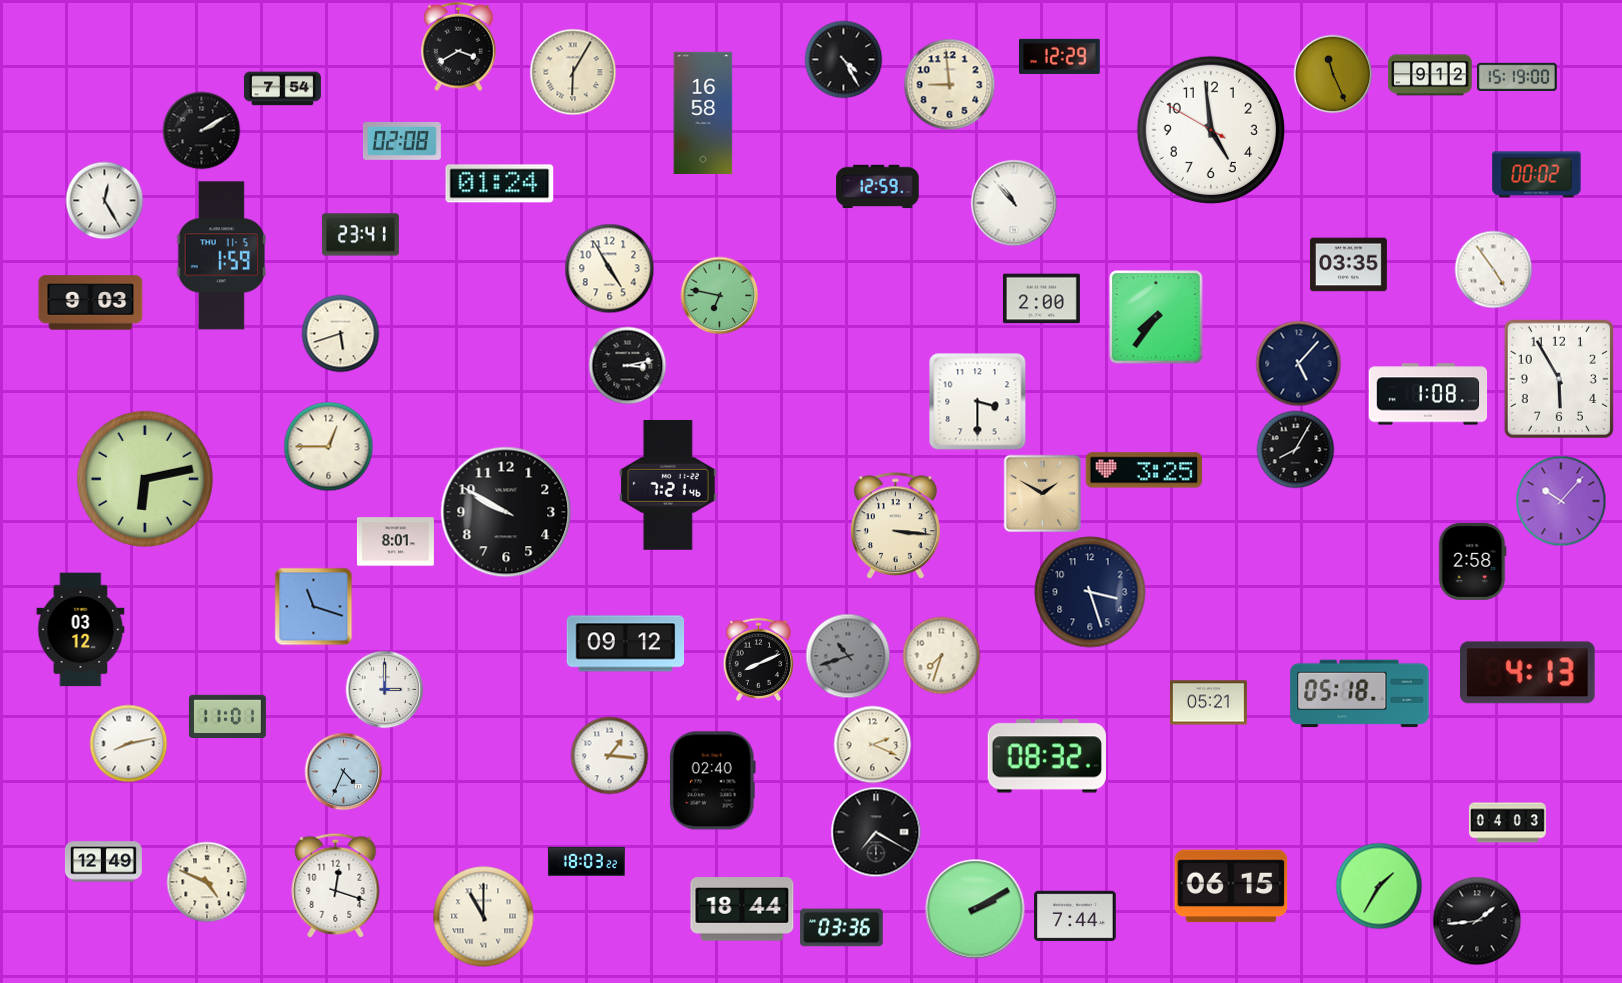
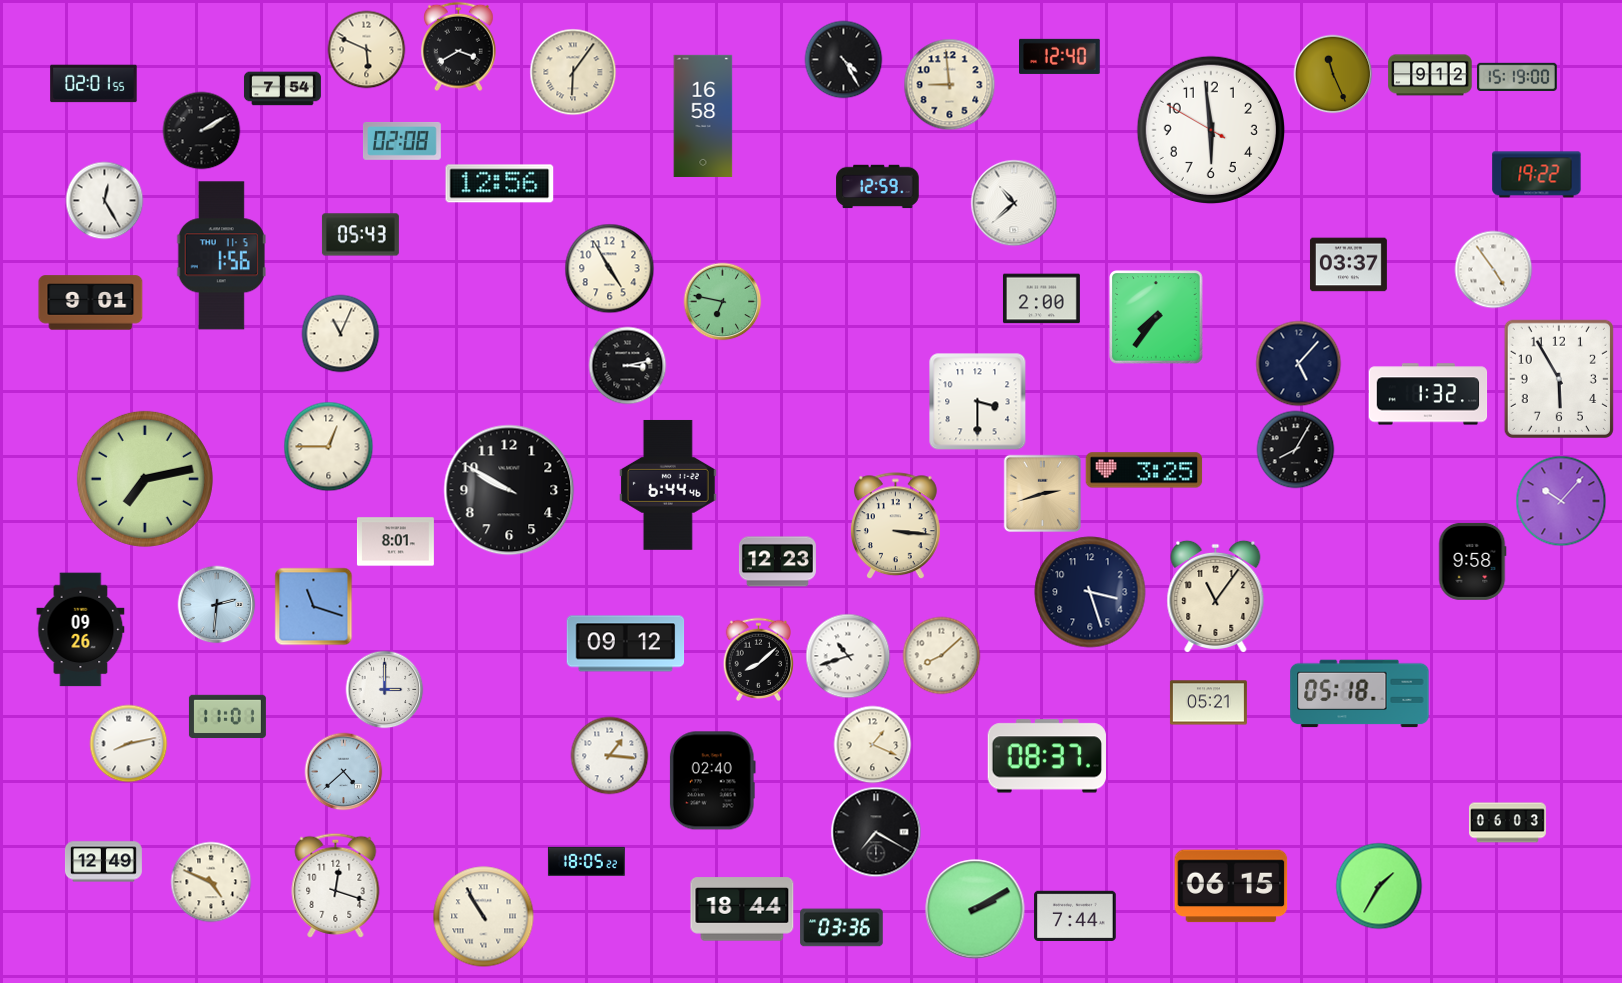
clock at (366, 49): none -> 5:49
clock at (1060, 56): 12:29 -> 12:40
clock at (573, 72): 6:05 -> 6:06
clock at (94, 84): none -> 02:01
clock at (703, 113) position: (703, 113) -> (703, 116)
clock at (1211, 130): 4:58 -> 5:58
clock at (1537, 175): 00:02 -> 19:22
clock at (500, 184): 01:24 -> 12:56
clock at (1014, 203): 10:53 -> 10:38
clock at (360, 235): 23:41 -> 05:43
clock at (221, 256): 1:59 -> 1:56
clock at (1348, 265): 03:35 -> 03:37
clock at (719, 295) position: (719, 295) -> (722, 301)
clock at (91, 303): 9:03 -> 9:01
clock at (340, 333): 5:42 -> 11:04
clock at (1428, 394): 1:08 -> 1:32
clock at (145, 479): 6:13 -> 7:13
clock at (668, 485): 7:21 -> 6:44
clock at (1042, 493): 1:50 -> 2:42
clock at (506, 512) position: (506, 512) -> (509, 490)
clock at (1473, 561): 2:58 -> 9:58
clock at (777, 562): none -> 12:23
clock at (1216, 596): none -> 11:06
clock at (216, 604): none -> 2:31
clock at (81, 630): 03:12 -> 09:26
clock at (941, 655): 7:33 -> 8:08
clock at (848, 656) dial: grey -> white
clock at (758, 659): 8:11 -> 8:08
clock at (1528, 673): 4:13 -> none
clock at (872, 744): 2:19 -> 1:19
clock at (1047, 756): 08:32 -> 08:37
clock at (343, 771): 4:34 -> 4:38
clock at (1507, 823): 04:03 -> 06:03
clock at (586, 861): 18:03 -> 18:05
clock at (207, 882) position: (207, 882) -> (211, 882)
clock at (484, 917): 11:00 -> 10:55
clock at (1477, 921): 1:44 -> none
